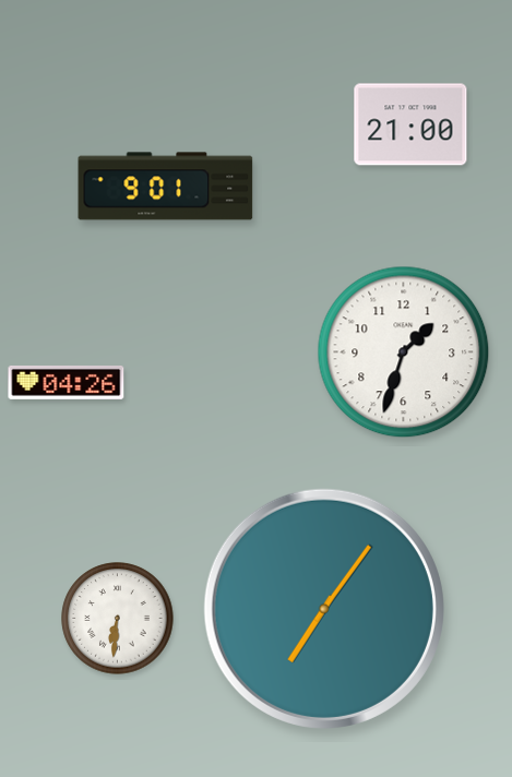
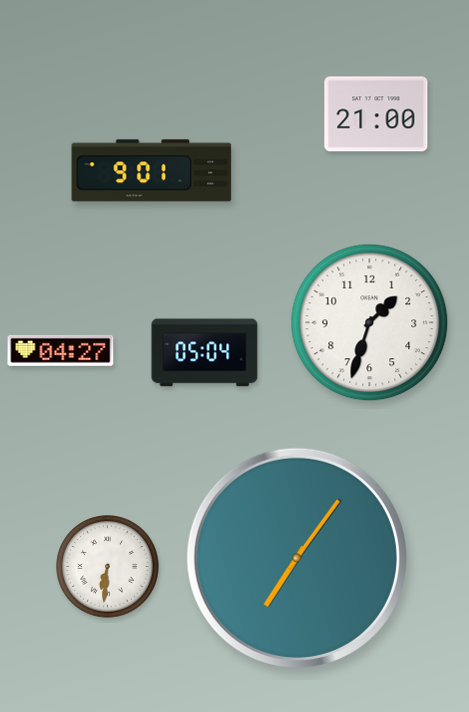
clock at (67, 382): 04:26 -> 04:27
clock at (205, 353): none -> 05:04
